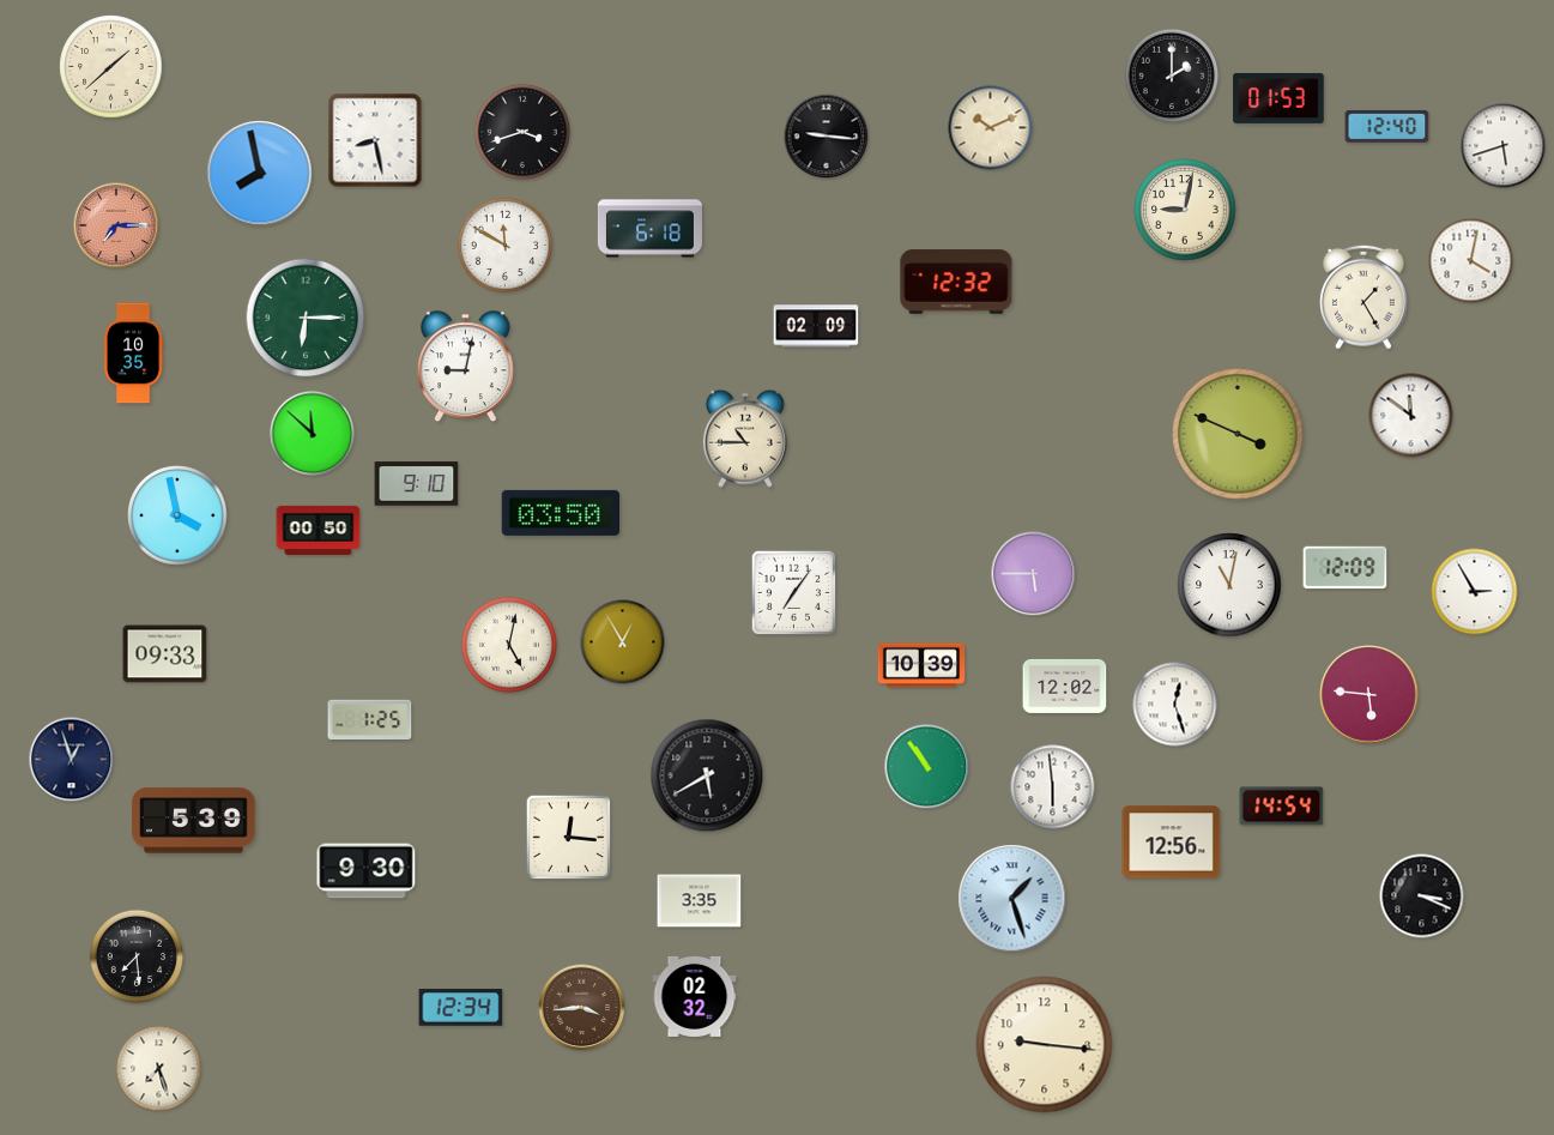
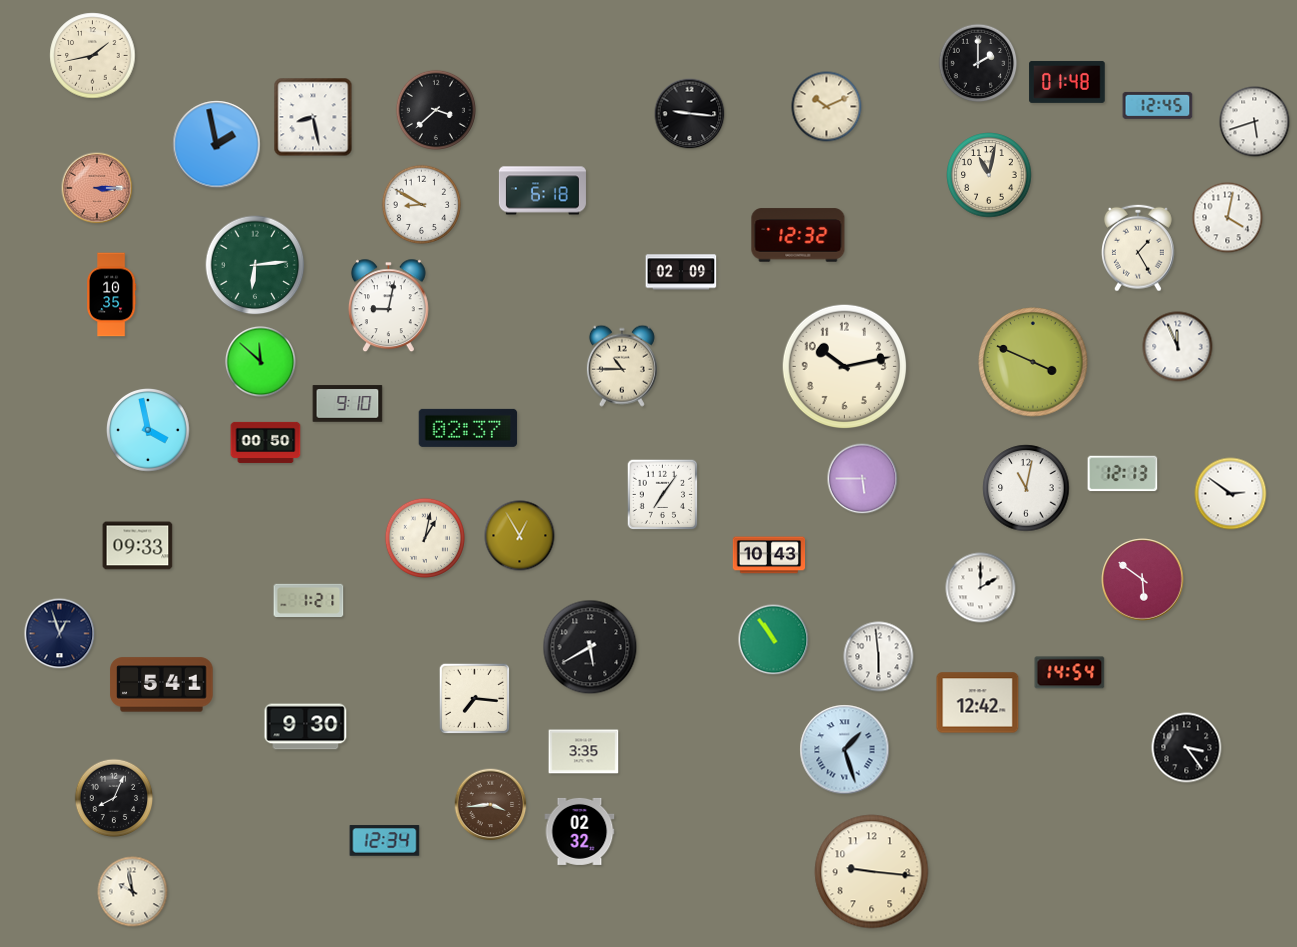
clock at (111, 67): 1:38 -> 1:43
clock at (1278, 98): 01:53 -> 01:48
clock at (1387, 126): 12:40 -> 12:45
clock at (522, 132): 3:42 -> 3:38
clock at (260, 174): 7:58 -> 1:58
clock at (1185, 210): 9:02 -> 11:02
clock at (116, 225): 7:15 -> 3:15
clock at (504, 244): 11:50 -> 8:50
clock at (306, 318): 6:15 -> 6:14
clock at (1411, 416): 11:51 -> 11:56
clock at (844, 366): none -> 10:13
clock at (561, 513): 03:50 -> 02:37
clock at (1346, 568): 12:09 -> 12:13
clock at (1475, 592): 2:55 -> 2:51
clock at (509, 645): 5:02 -> 1:02
clock at (921, 665): 10:39 -> 10:43
clock at (1065, 686): 12:02 -> none
clock at (1369, 695): 5:46 -> 5:51
clock at (1175, 705): 12:27 -> 2:00
clock at (370, 719): 1:25 -> 1:21
clock at (194, 821): 5:39 -> 5:41
clock at (569, 838): 12:16 -> 7:16
clock at (1172, 843): 12:56 -> 12:42
clock at (1422, 896): 3:19 -> 3:24
clock at (137, 956): 7:29 -> 8:04
clock at (582, 1008) position: (582, 1008) -> (491, 805)
clock at (159, 1069): 7:27 -> 9:58
